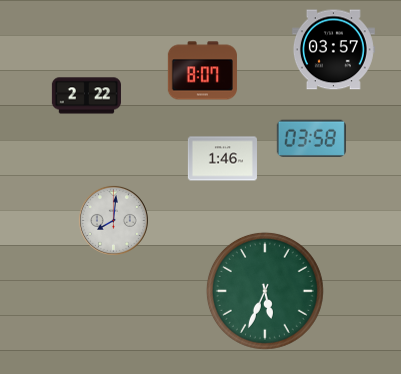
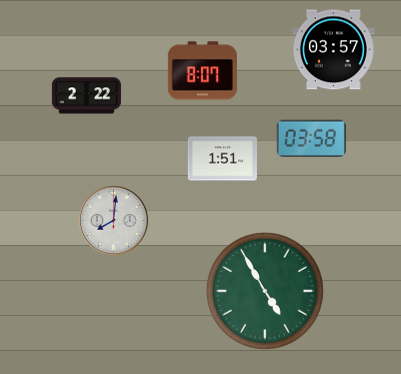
clock at (222, 159): 1:46 -> 1:51
clock at (265, 291): 5:34 -> 4:55
